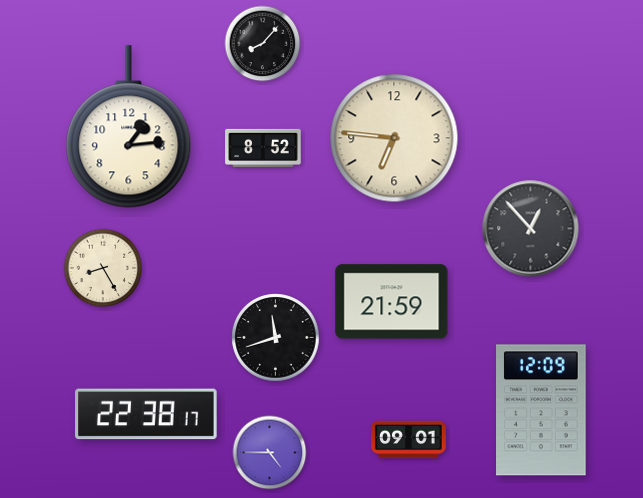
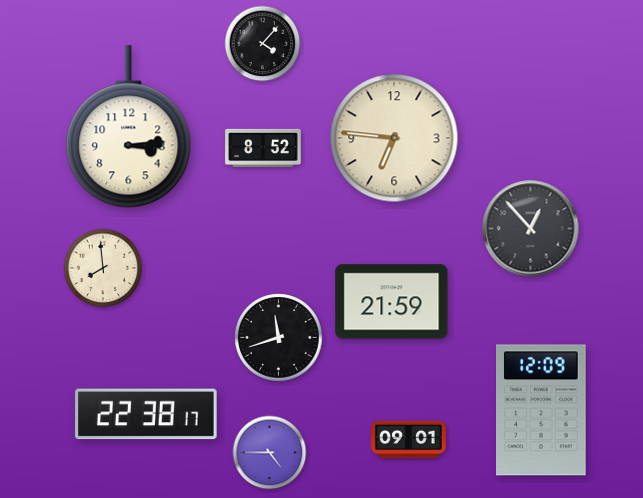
clock at (263, 44): 8:07 -> 4:07
clock at (129, 127): 1:14 -> 3:14
clock at (103, 268): 8:25 -> 7:59
clock at (276, 338) position: (276, 338) -> (279, 338)
